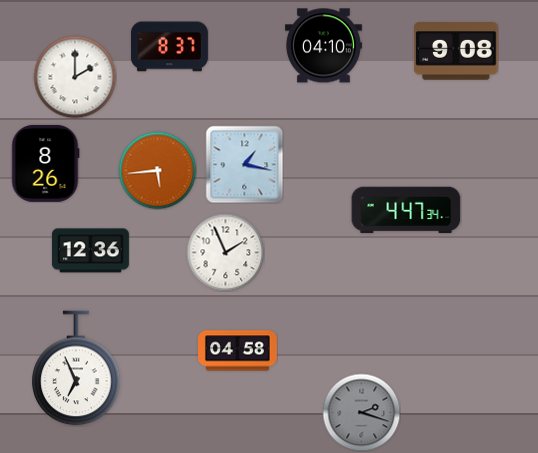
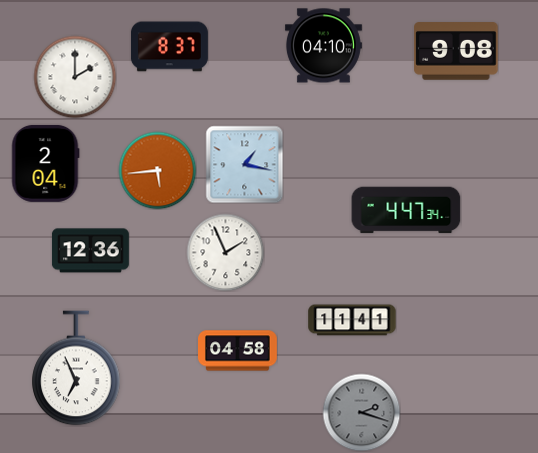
clock at (45, 163): 8:26 -> 2:04
clock at (352, 320): none -> 11:41
